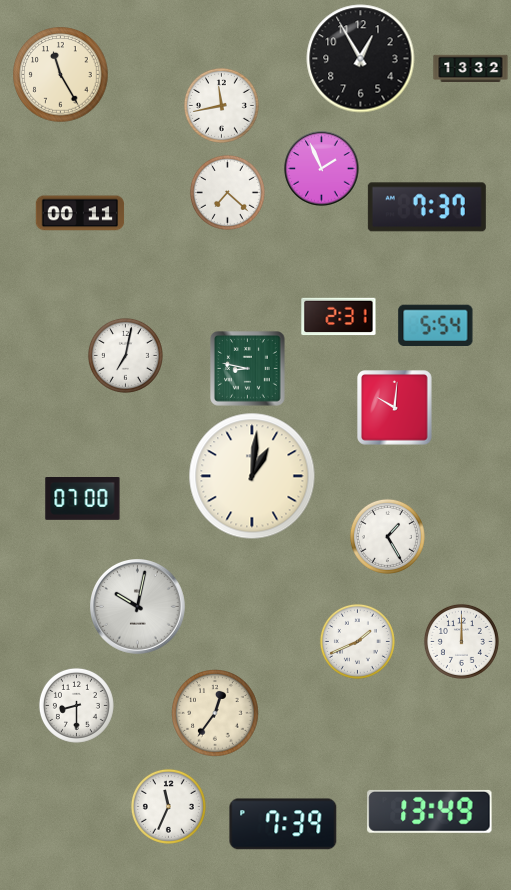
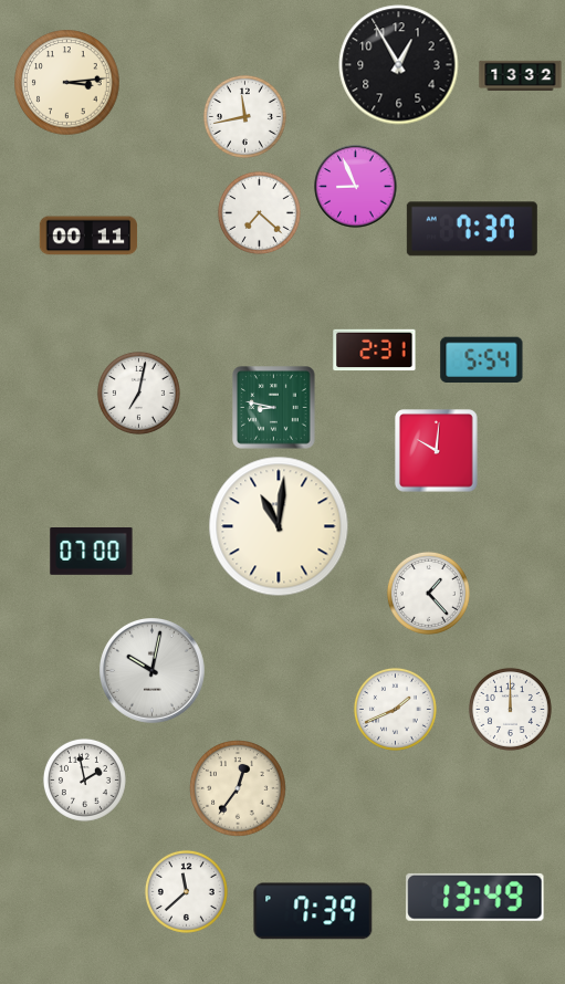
clock at (61, 75): 11:25 -> 3:14
clock at (322, 169): 1:56 -> 8:56
clock at (227, 192) position: (227, 192) -> (259, 212)
clock at (252, 476): 1:01 -> 11:01
clock at (387, 536): 1:25 -> 1:23
clock at (76, 705): 8:30 -> 1:58
clock at (168, 806): 11:34 -> 11:38
